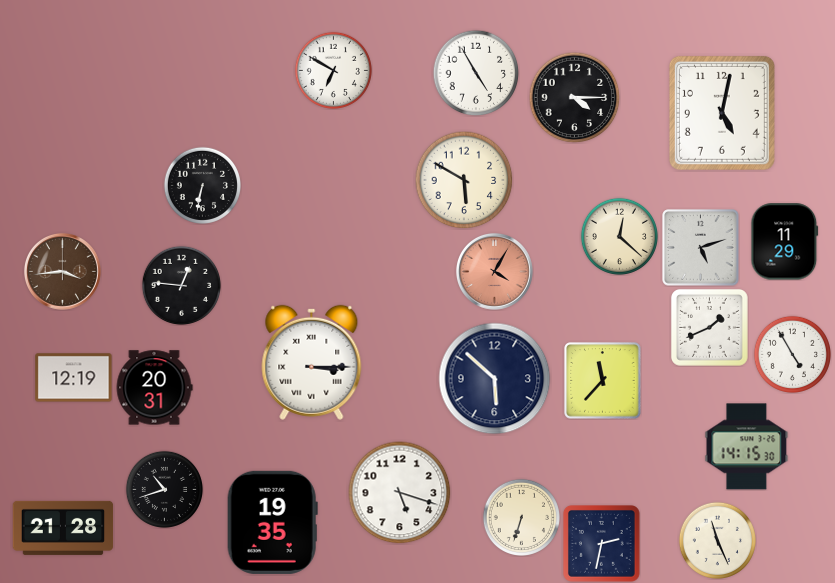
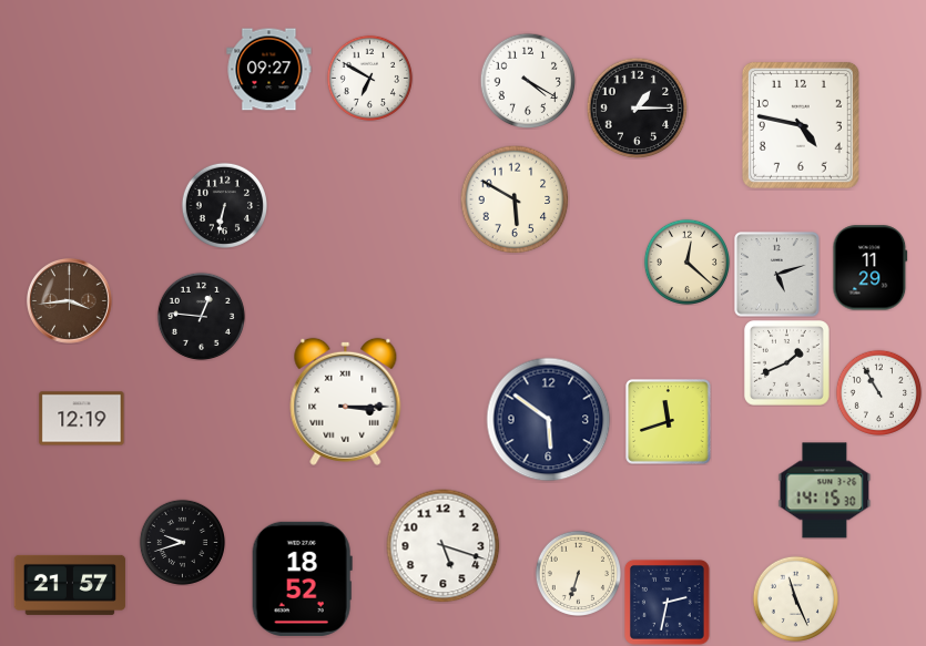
clock at (269, 70): none -> 09:27
clock at (476, 73): 4:55 -> 4:20
clock at (574, 97): 4:15 -> 1:15
clock at (722, 113): 5:02 -> 4:47
clock at (495, 272): 4:05 -> none
clock at (792, 354): 4:55 -> 10:55
clock at (495, 379): 5:52 -> 5:51
clock at (603, 381): 11:37 -> 11:42
clock at (154, 388): 20:31 -> none
clock at (747, 447) position: (747, 447) -> (825, 491)
clock at (164, 489): 10:42 -> 9:42
clock at (272, 522): 19:35 -> 18:52
clock at (63, 528): 21:28 -> 21:57
